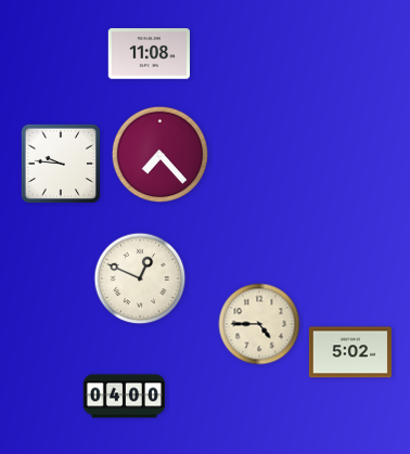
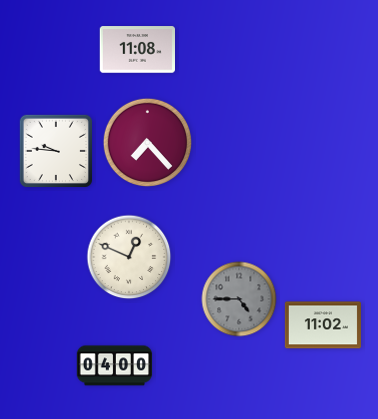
clock at (259, 324) dial: cream -> grey
clock at (350, 352): 5:02 -> 11:02
